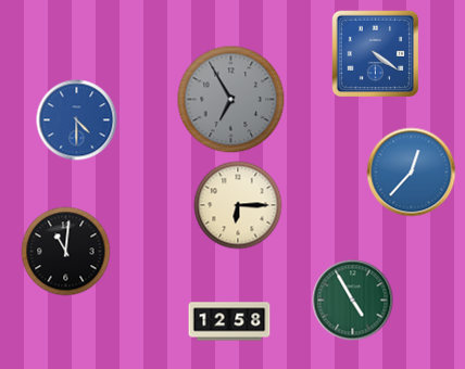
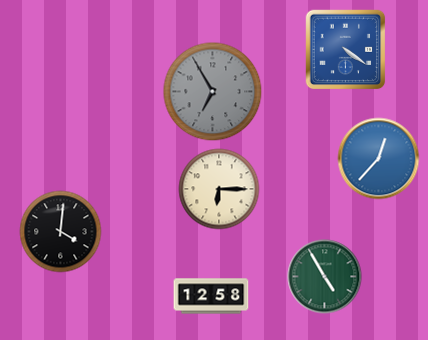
clock at (77, 120): 4:30 -> none
clock at (66, 252): 11:01 -> 4:01
